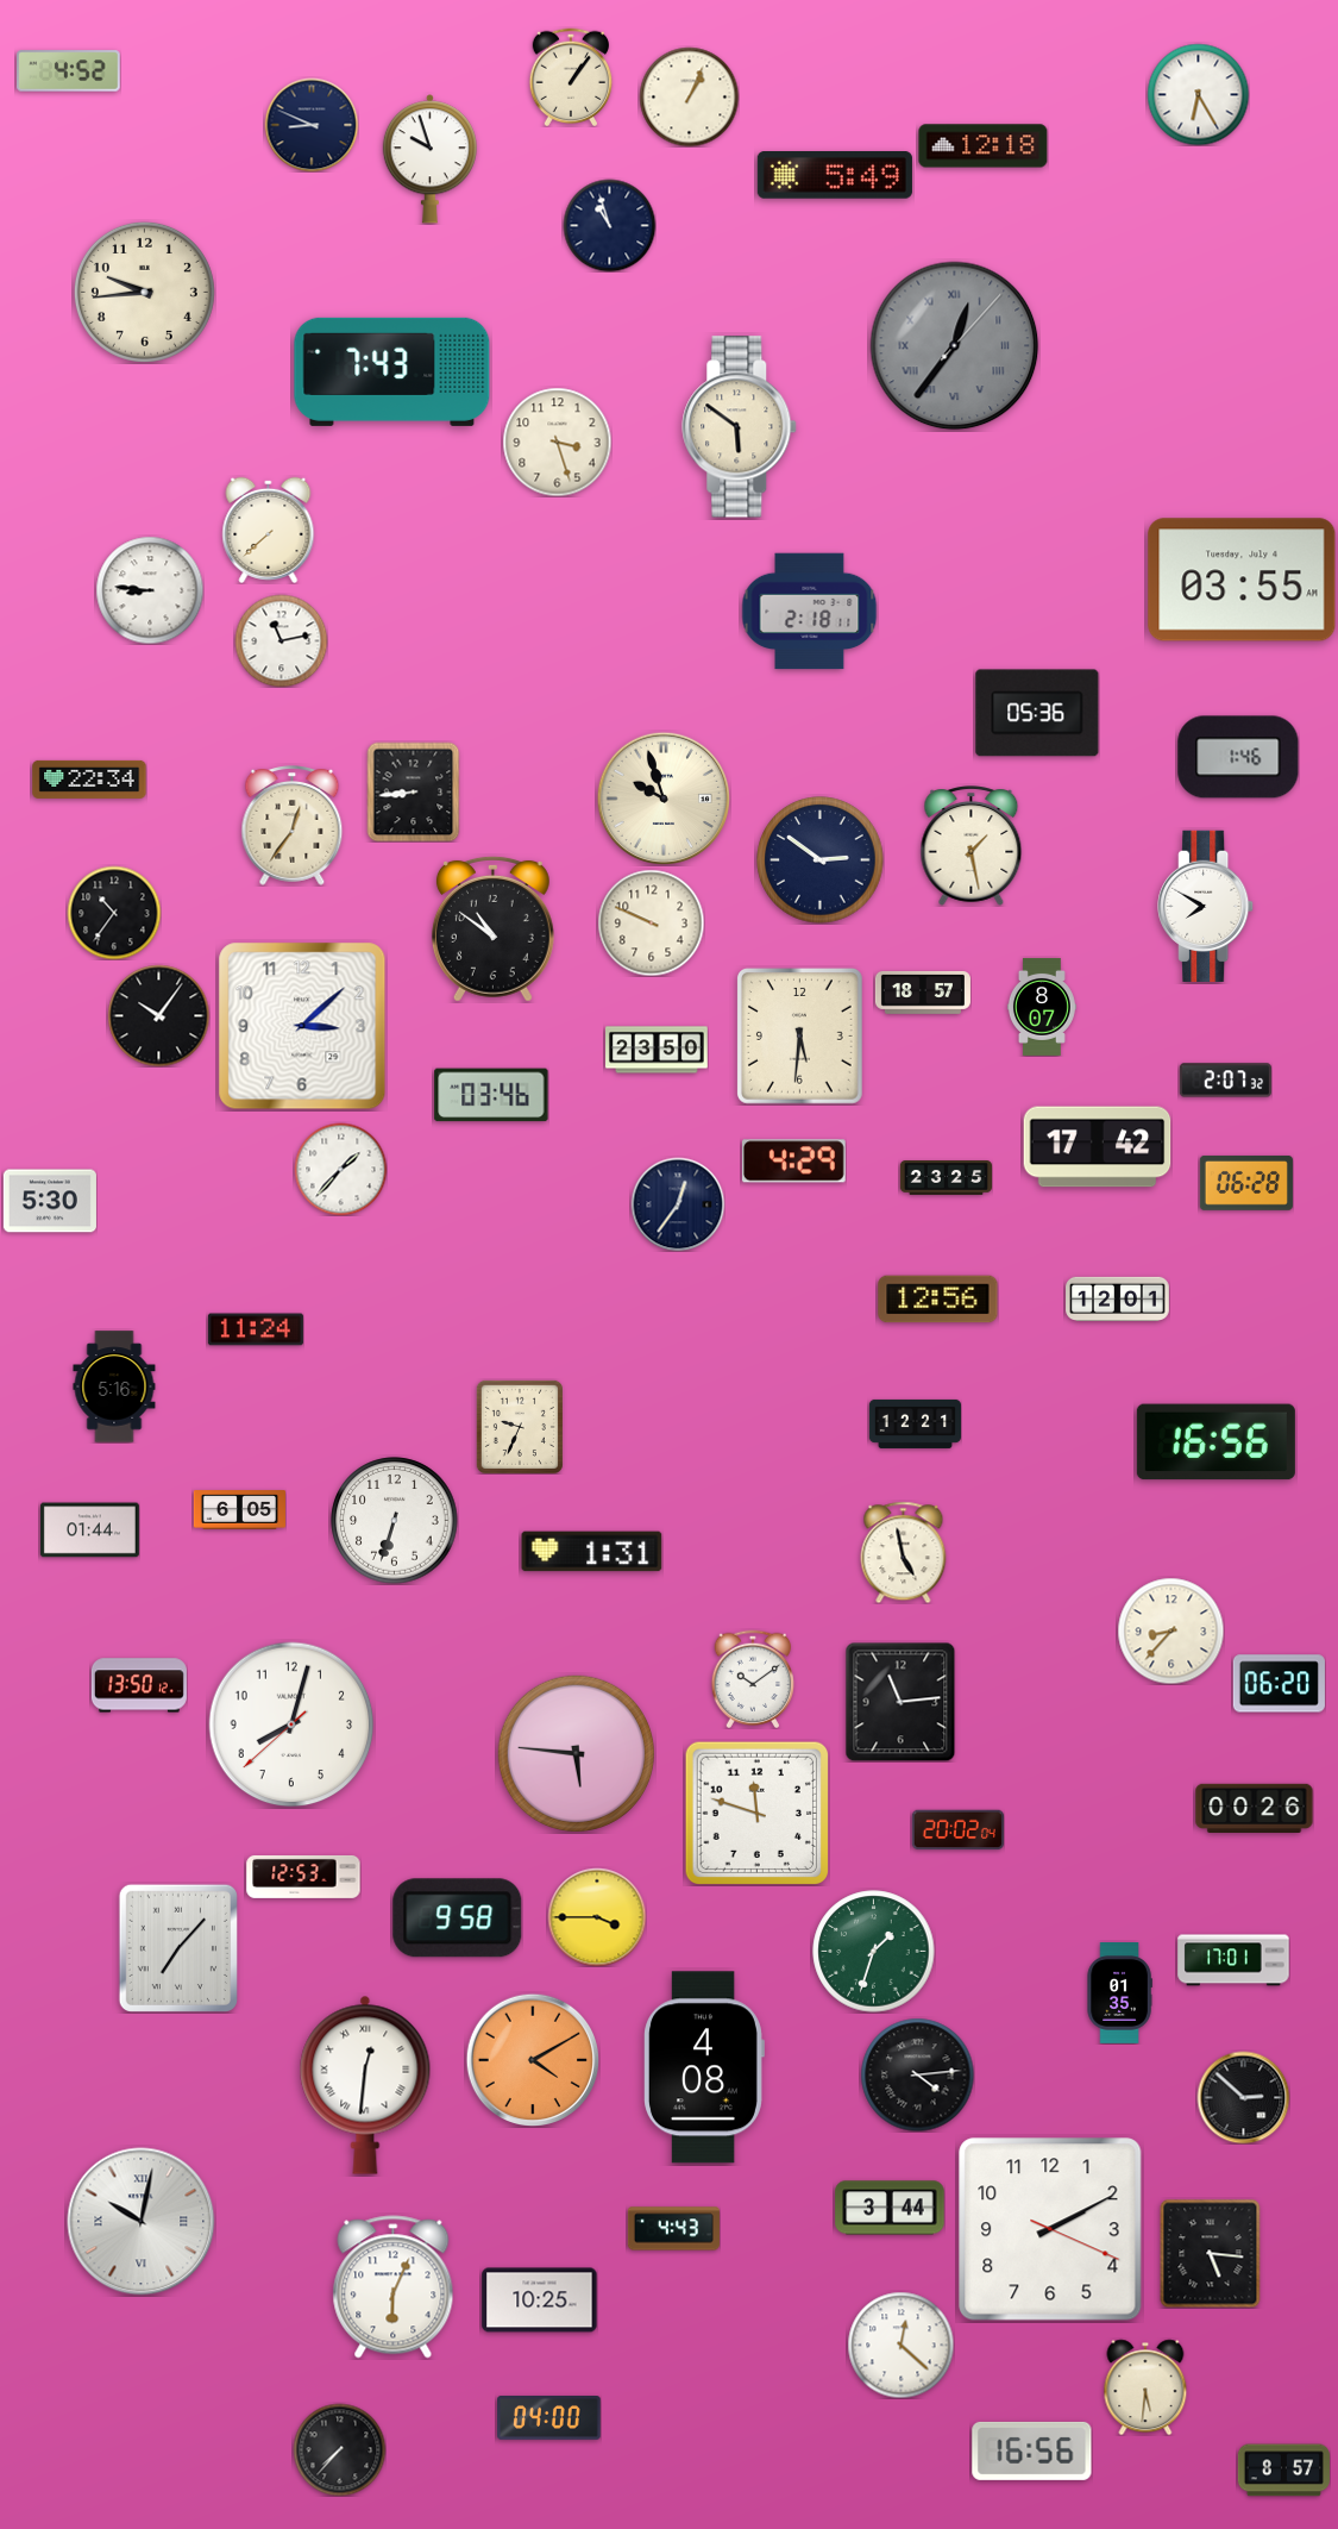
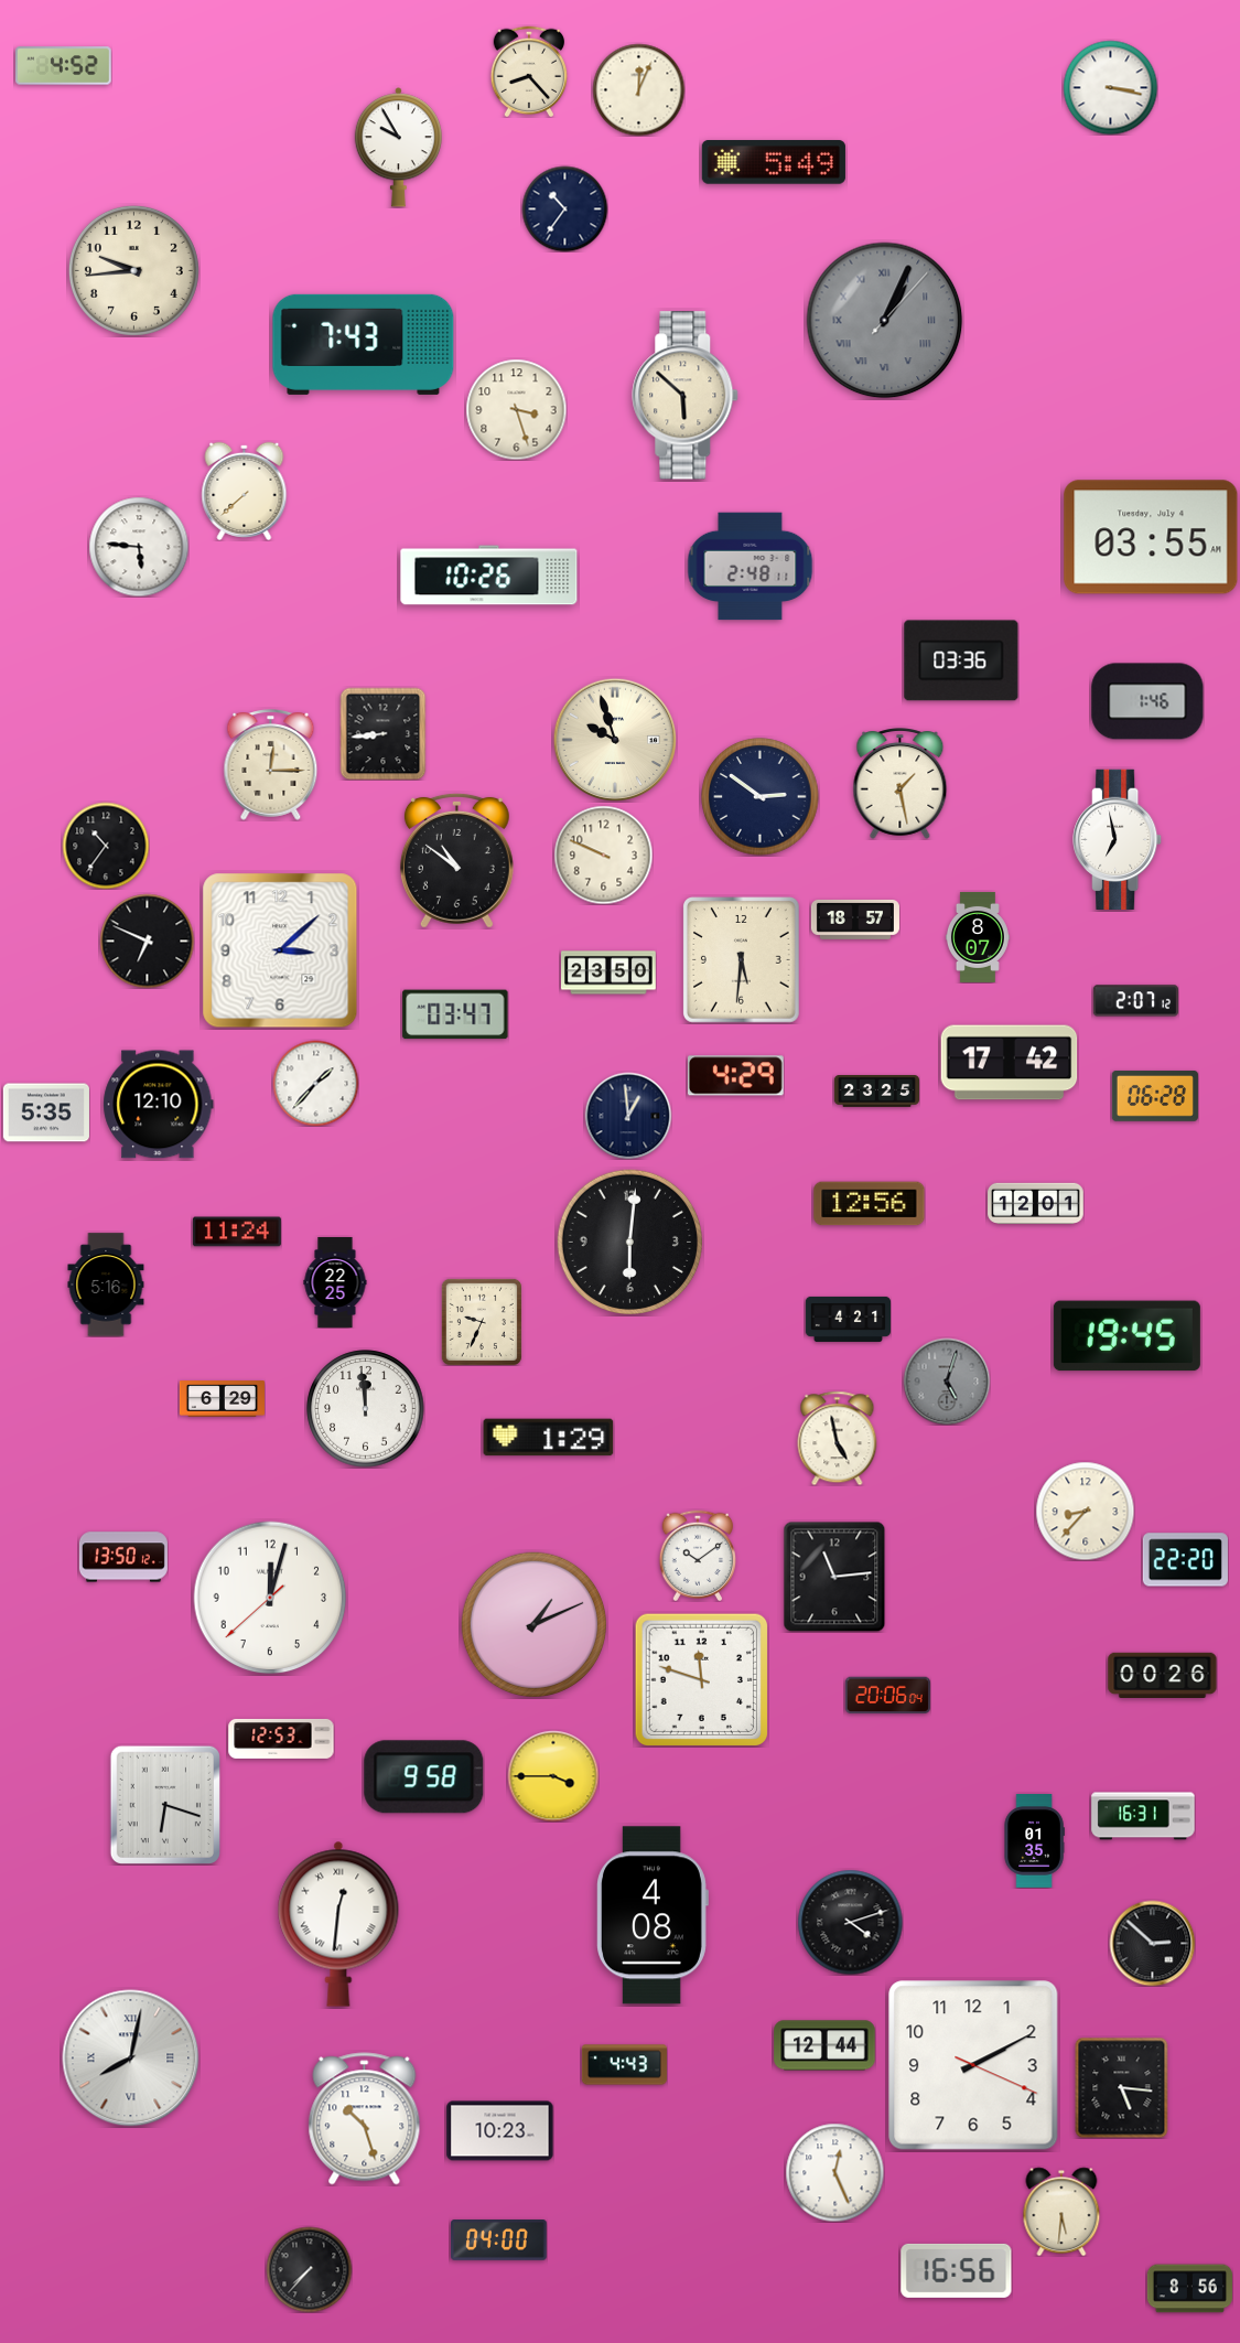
clock at (571, 76): 1:06 -> 8:23
clock at (1198, 94): 6:25 -> 3:17
clock at (689, 96): 1:04 -> 12:04
clock at (312, 125): 8:49 -> none
clock at (984, 146): 12:18 -> none
clock at (429, 159): 9:57 -> 9:55
clock at (609, 225): 10:57 -> 10:36
clock at (955, 346): 12:36 -> 1:04
clock at (740, 427): 5:51 -> 5:52
clock at (269, 530) position: (269, 530) -> (245, 491)
clock at (150, 590): 8:46 -> 5:46
clock at (810, 612): 2:18 -> 2:48
clock at (489, 576): none -> 10:26
clock at (281, 640): 11:13 -> none
clock at (1037, 713): 05:36 -> 03:36
clock at (89, 780): 22:34 -> none
clock at (293, 826): 12:36 -> 12:15
clock at (1206, 906): 7:50 -> 6:58
clock at (1042, 1007) position: (1042, 1007) -> (978, 937)
clock at (158, 1015): 10:06 -> 6:49
clock at (1225, 1081): 2:07:32 -> 2:07:12
clock at (491, 1095): 03:46 -> 03:47
clock at (1098, 1147) position: (1098, 1147) -> (1010, 1063)
clock at (159, 1105): none -> 12:10
clock at (50, 1201): 5:30 -> 5:35
clock at (678, 1204): 12:36 -> 12:59
clock at (629, 1242): none -> 6:01
clock at (335, 1282): none -> 22:25
clock at (915, 1423): 12:21 -> 4:21
clock at (1215, 1442): 16:56 -> 19:45
clock at (947, 1382): none -> 5:03
clock at (239, 1510): 6:05 -> 6:29
clock at (395, 1521): 6:33 -> 11:59
clock at (89, 1530): 01:44 -> none
clock at (592, 1552): 1:31 -> 1:29
clock at (1279, 1684): 06:20 -> 22:20
clock at (139, 1685) position: (139, 1685) -> (123, 1557)
clock at (291, 1724): 8:02 -> 12:02
clock at (576, 1753): 5:46 -> 1:11
clock at (957, 1830): 20:02 -> 20:06
clock at (178, 1947): 7:07 -> 6:18
clock at (874, 1952): 1:33 -> none
clock at (1233, 1960): 17:01 -> 16:31
clock at (1119, 1993) position: (1119, 1993) -> (1034, 1841)
clock at (532, 2059): 4:10 -> none
clock at (917, 2074): 4:14 -> 4:12
clock at (365, 2085) position: (365, 2085) -> (338, 1924)
clock at (890, 2208): 3:44 -> 12:44
clock at (142, 2222): 10:02 -> 8:02
clock at (394, 2287): 6:04 -> 10:27
clock at (540, 2300): 10:25 -> 10:23
clock at (900, 2345): 12:22 -> 12:26
clock at (549, 2418) position: (549, 2418) -> (499, 2240)
clock at (339, 2449) position: (339, 2449) -> (309, 2269)
clock at (1283, 2471): 8:57 -> 8:56
